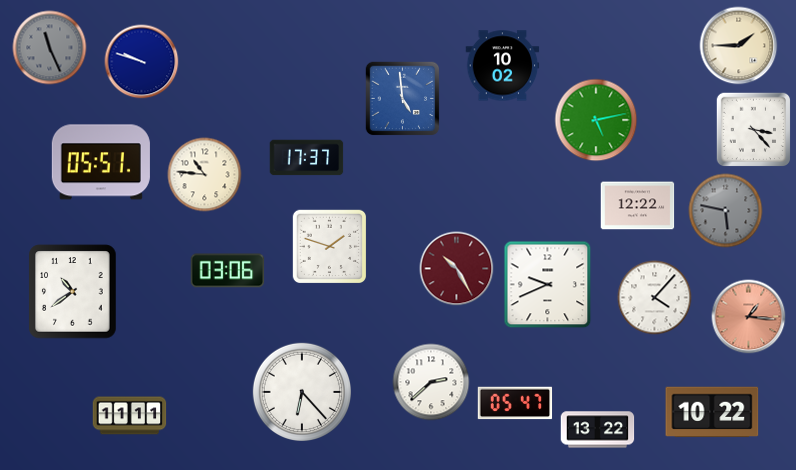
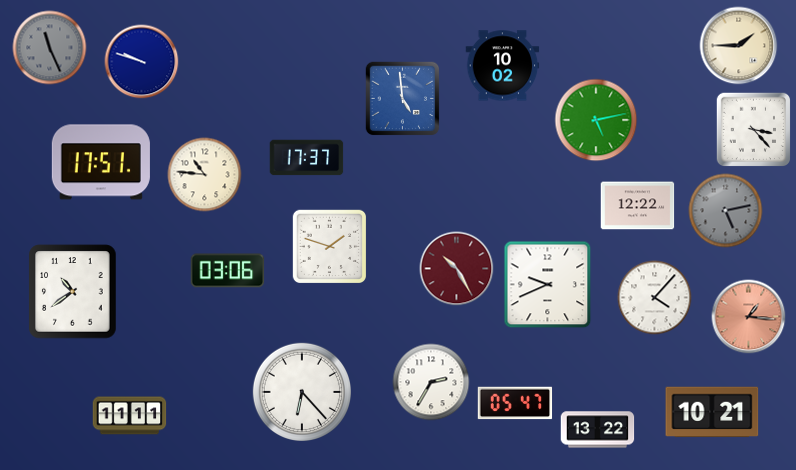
clock at (101, 162): 05:51 -> 17:51
clock at (726, 211): 5:47 -> 5:13
clock at (431, 382): 2:38 -> 2:35
clock at (712, 412): 10:22 -> 10:21
